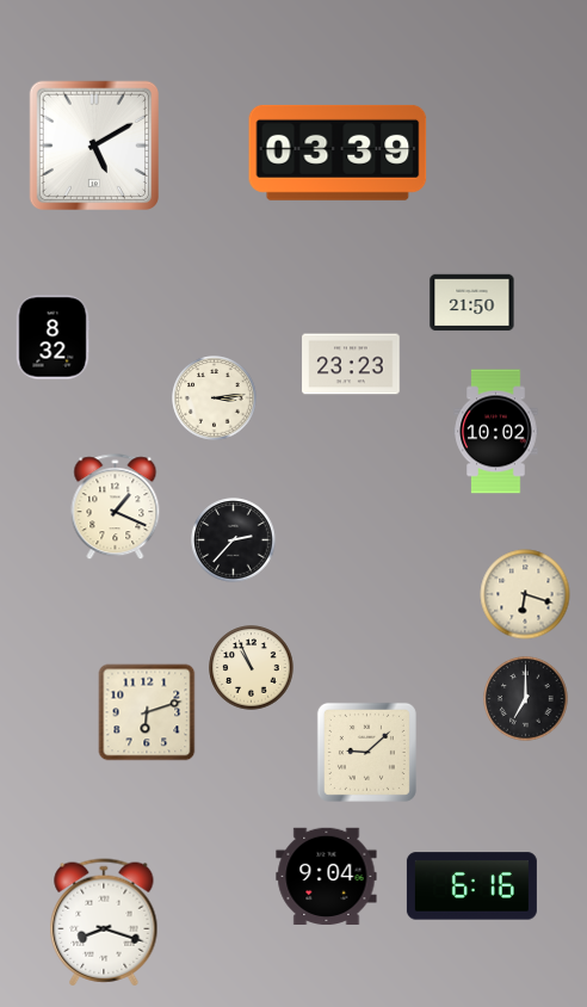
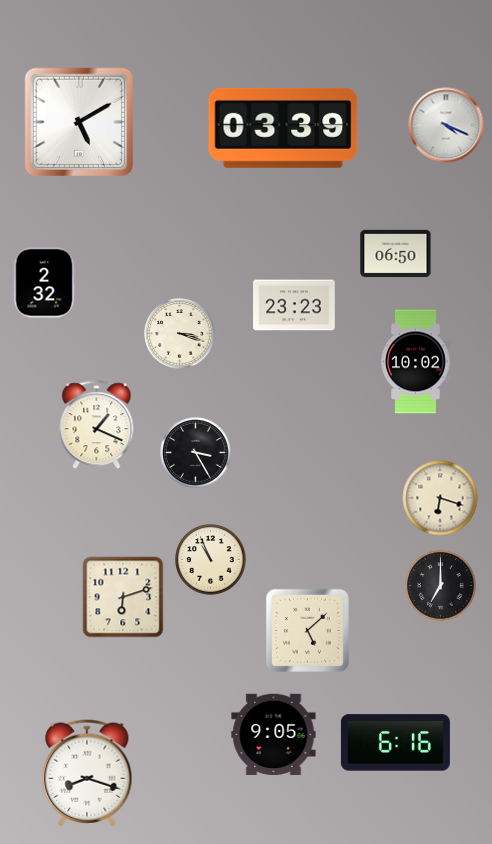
clock at (446, 125): none -> 4:19
clock at (472, 303): 21:50 -> 06:50
clock at (52, 338): 8:32 -> 2:32
clock at (215, 399): 3:14 -> 3:18
clock at (234, 540): 2:37 -> 3:25
clock at (366, 752): 9:08 -> 5:08
clock at (327, 877): 9:04 -> 9:05
